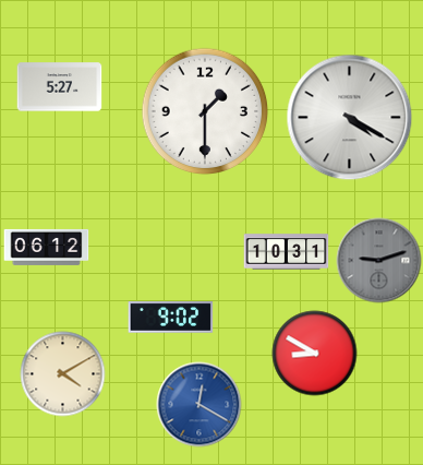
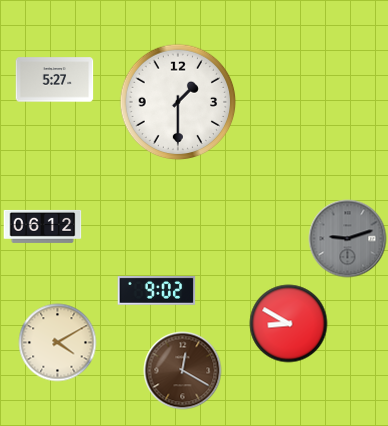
clock at (205, 111) position: (205, 111) -> (178, 102)
clock at (349, 117): 4:20 -> none
clock at (286, 252): 10:31 -> none
clock at (198, 404) dial: blue -> brown
